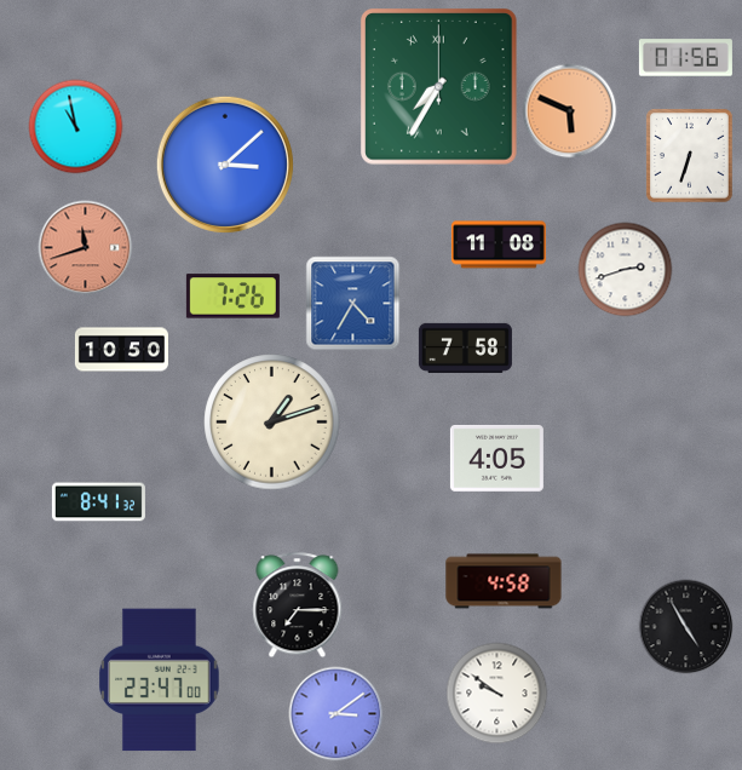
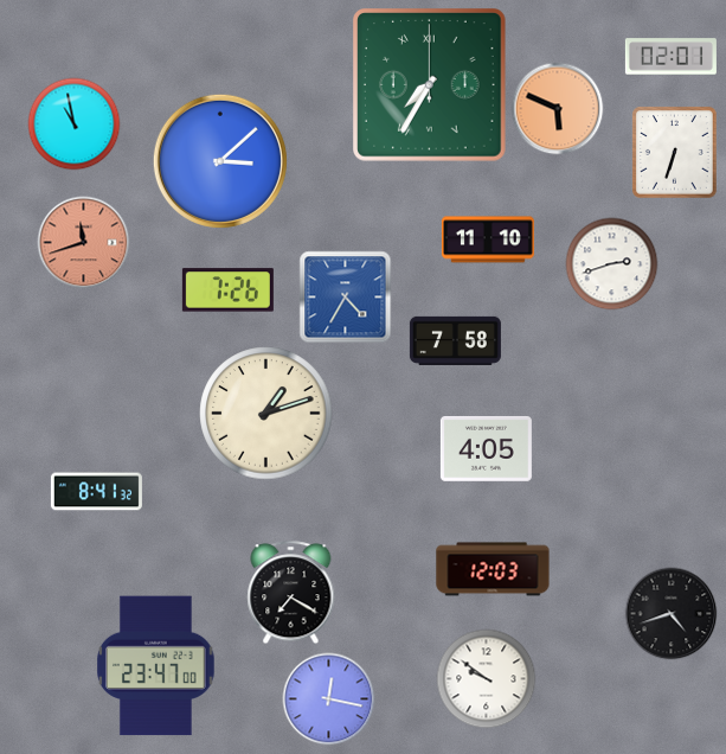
clock at (685, 58): 01:56 -> 02:01
clock at (499, 245): 11:08 -> 11:10
clock at (121, 350): 10:50 -> none
clock at (504, 581): 4:58 -> 12:03
clock at (298, 604): 7:15 -> 7:20
clock at (685, 626): 4:55 -> 4:42
clock at (335, 713): 3:09 -> 12:17
